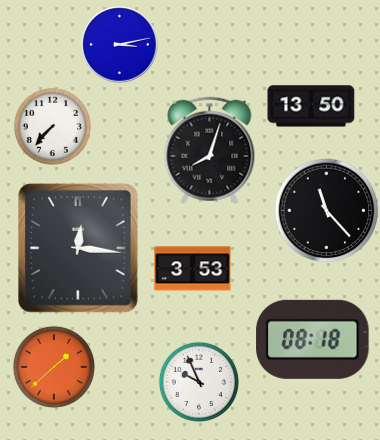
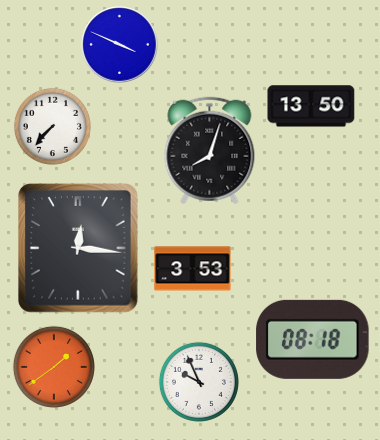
clock at (120, 45): 3:13 -> 3:49
clock at (327, 211): 11:23 -> none
clock at (54, 367): 1:38 -> 1:39
